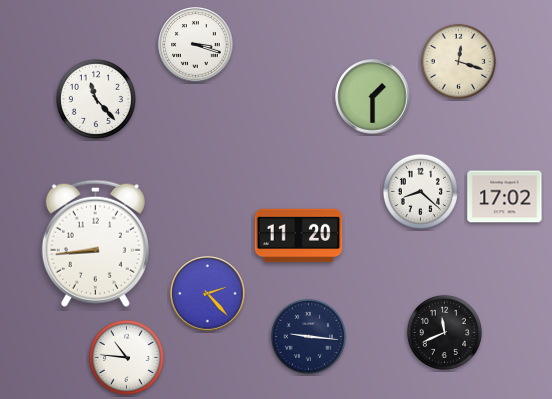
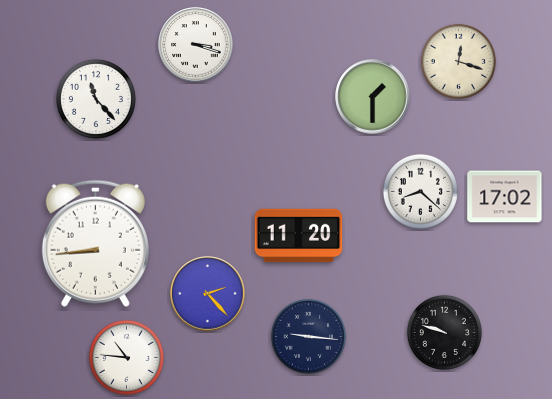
clock at (444, 332): 11:41 -> 9:48
